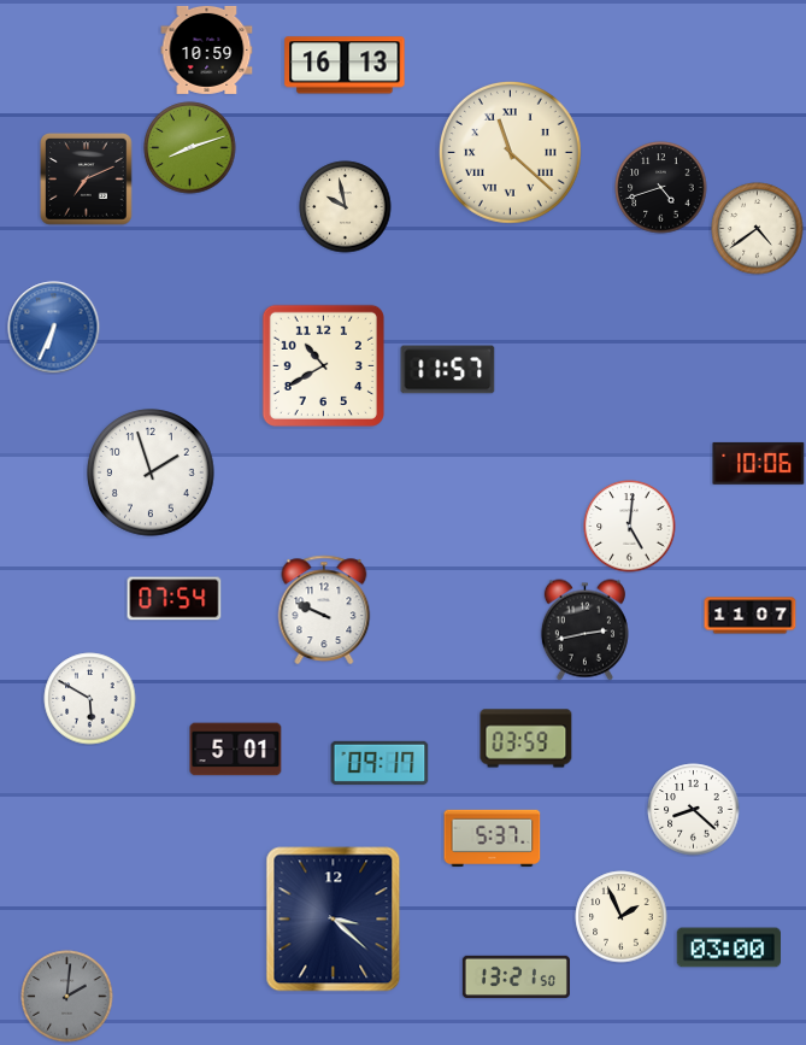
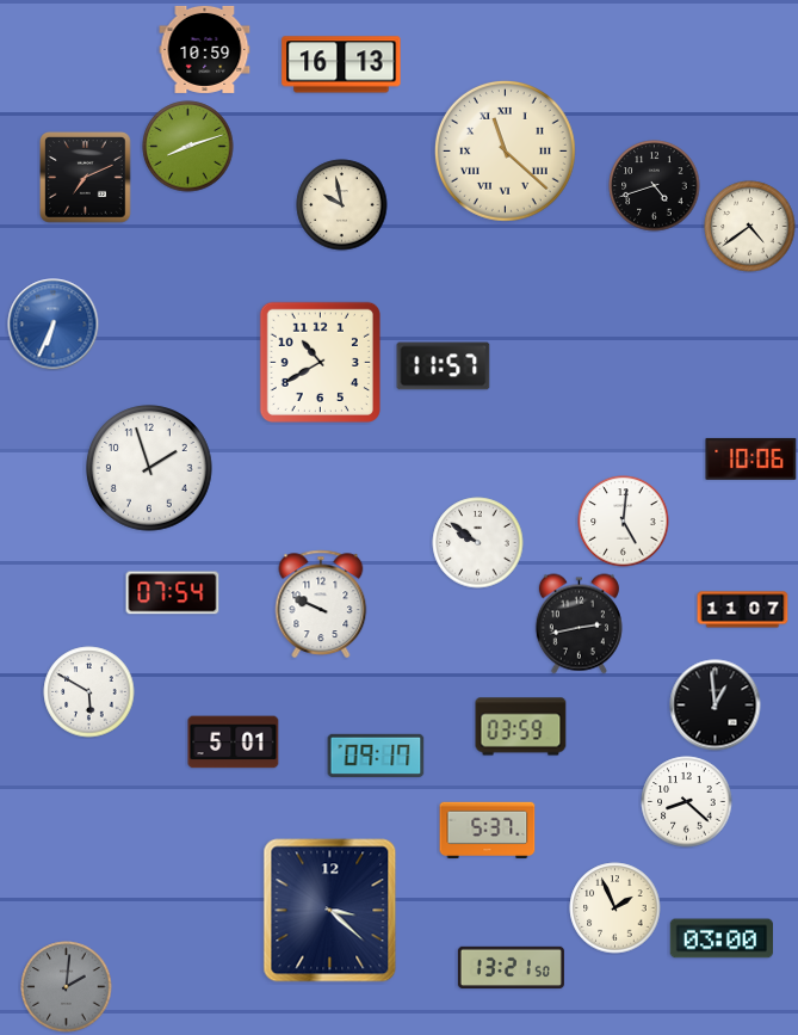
clock at (478, 543): none -> 9:51
clock at (716, 706): none -> 12:59
clock at (526, 739) position: (526, 739) -> (521, 727)
